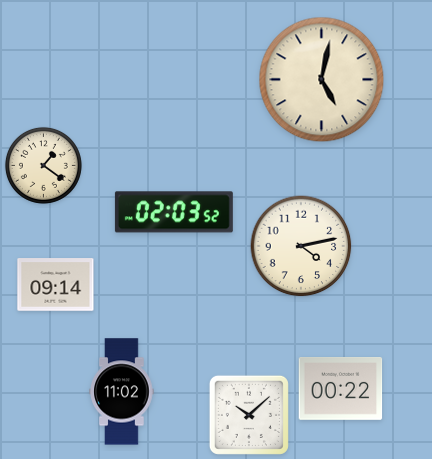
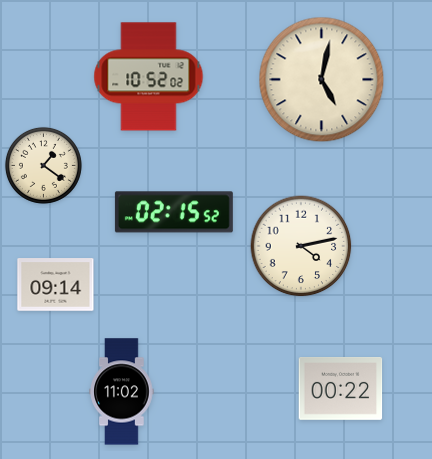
clock at (149, 77): none -> 10:52
clock at (174, 212): 02:03 -> 02:15
clock at (249, 415): 10:08 -> none
